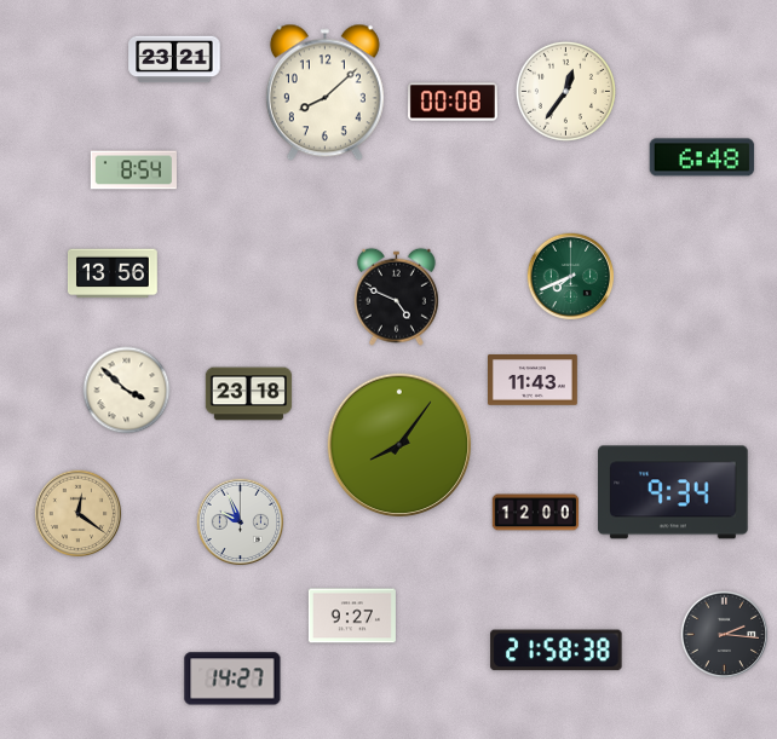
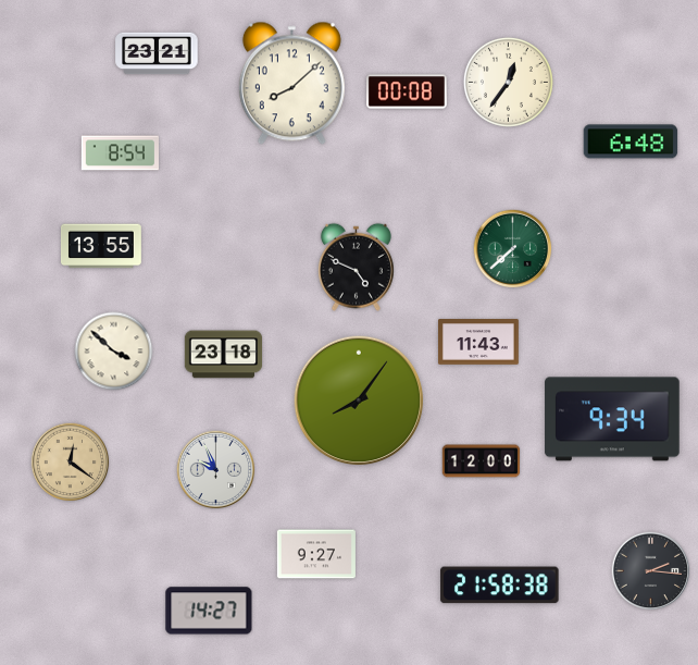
clock at (113, 273): 13:56 -> 13:55
clock at (571, 277): 7:41 -> 7:38
clock at (673, 492) position: (673, 492) -> (612, 419)
